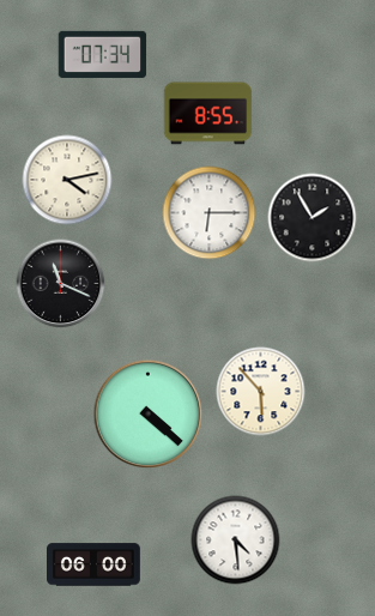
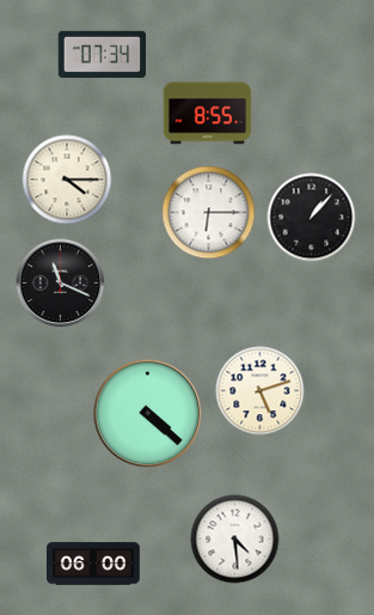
clock at (67, 180): 4:13 -> 4:15
clock at (313, 218): 1:55 -> 1:07
clock at (261, 392): 5:53 -> 5:12
